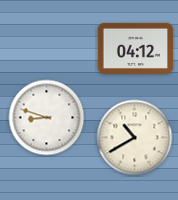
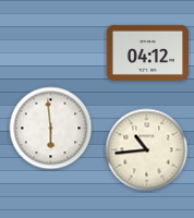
clock at (47, 118): 8:48 -> 5:59
clock at (135, 138): 10:40 -> 10:44
